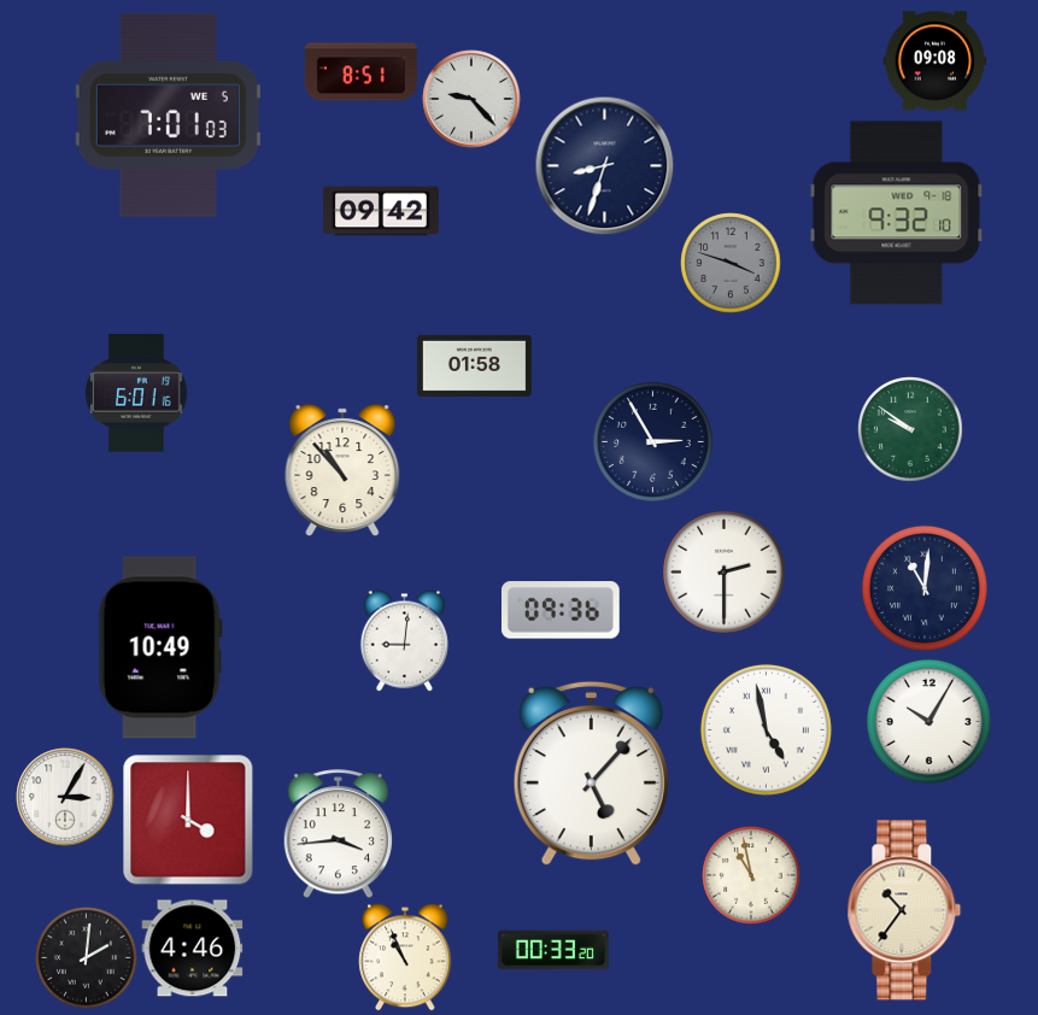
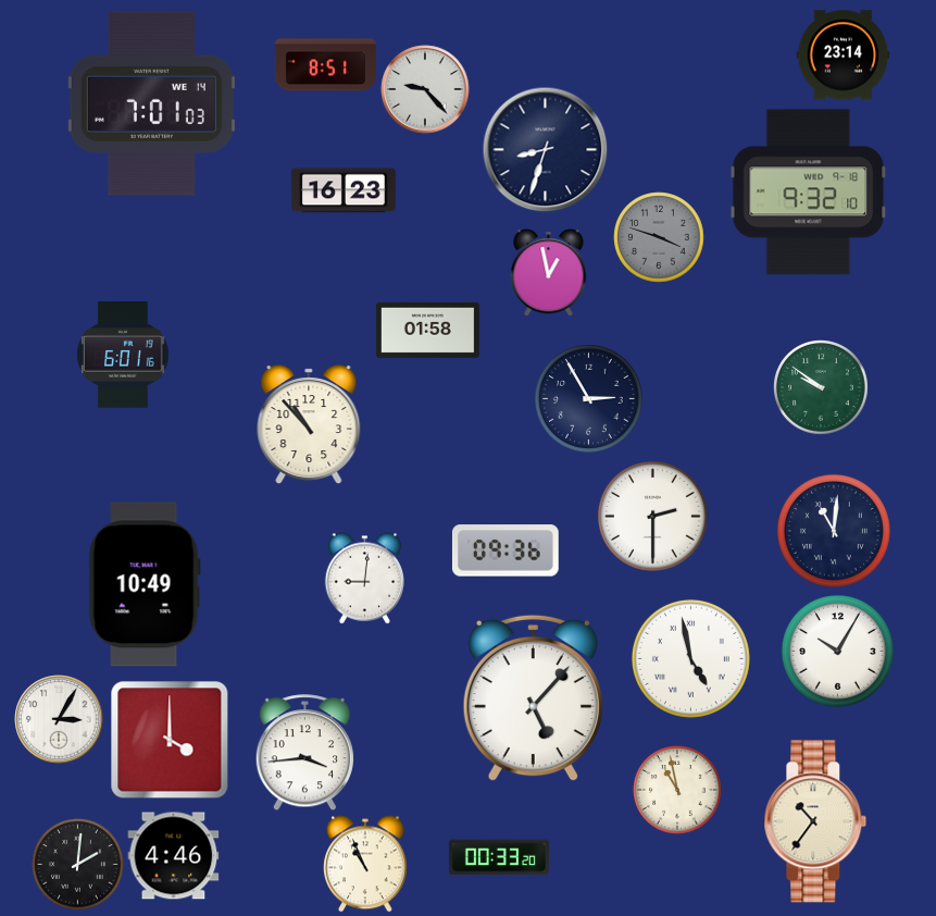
clock at (936, 61): 09:08 -> 23:14
clock at (168, 115) date: WE 5 -> WE 14
clock at (381, 211): 09:42 -> 16:23
clock at (549, 273): none -> 12:58
